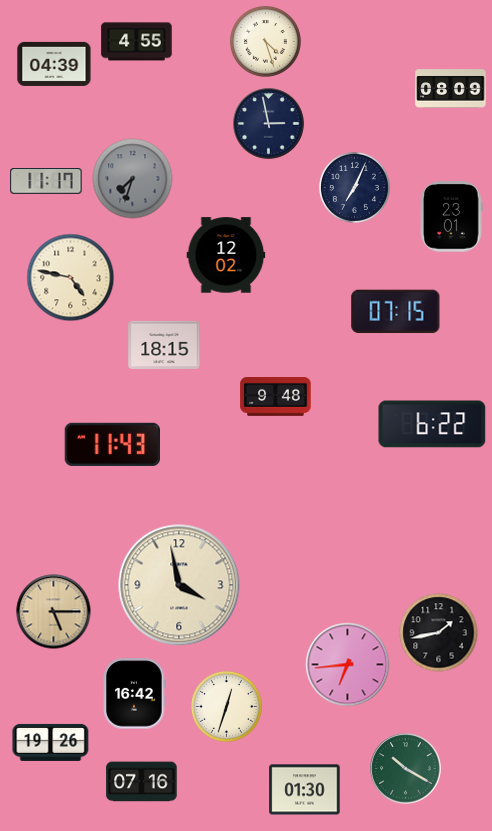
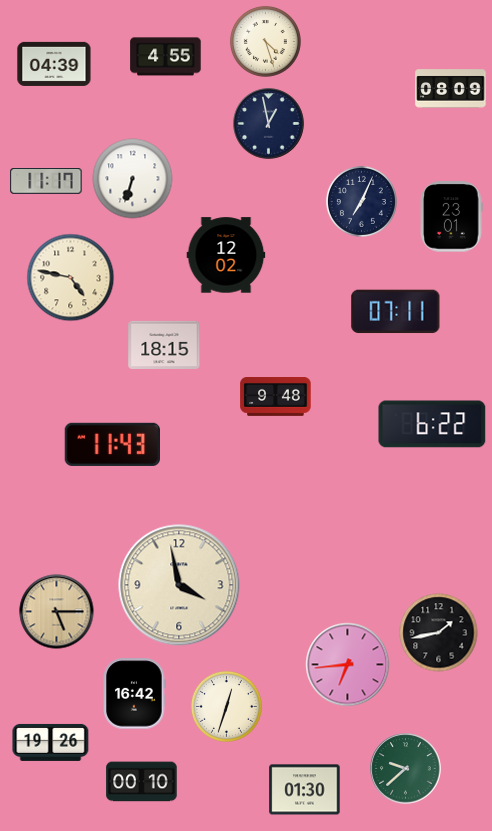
clock at (137, 42) position: (137, 42) -> (166, 57)
clock at (269, 124): 2:58 -> 12:58
clock at (133, 179): 7:33 -> 6:33
clock at (133, 179) dial: grey -> white
clock at (354, 187) position: (354, 187) -> (361, 201)
clock at (396, 312): 07:15 -> 07:11
clock at (54, 612) position: (54, 612) -> (57, 612)
clock at (406, 769): 10:20 -> 9:38
clock at (142, 782): 07:16 -> 00:10
